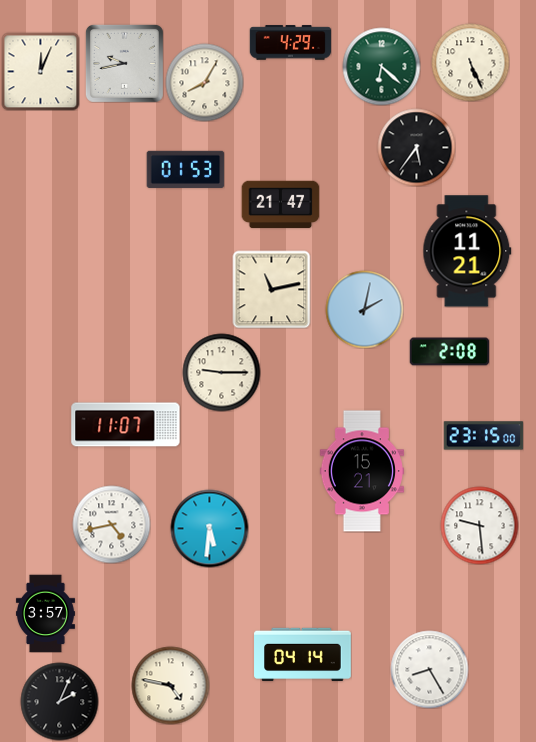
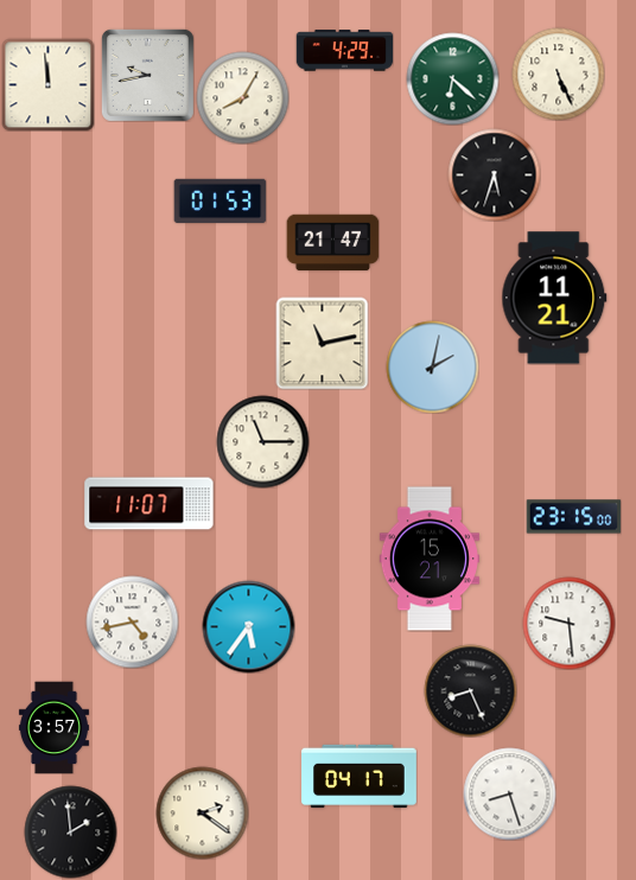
clock at (40, 71): 12:04 -> 11:59
clock at (416, 147): 5:36 -> 5:33
clock at (449, 352): 2:08 -> none
clock at (221, 372): 9:15 -> 11:15
clock at (209, 528): 5:31 -> 5:36
clock at (470, 690): none -> 8:26
clock at (303, 655): 04:14 -> 04:17
clock at (429, 669): 8:25 -> 8:27
clock at (170, 685): 4:47 -> 2:21
clock at (59, 701): 2:04 -> 1:59
